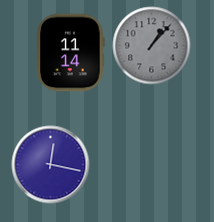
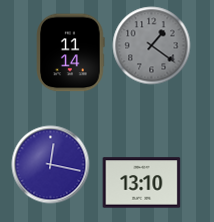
clock at (151, 45): 1:07 -> 1:21
clock at (141, 183): none -> 13:10
